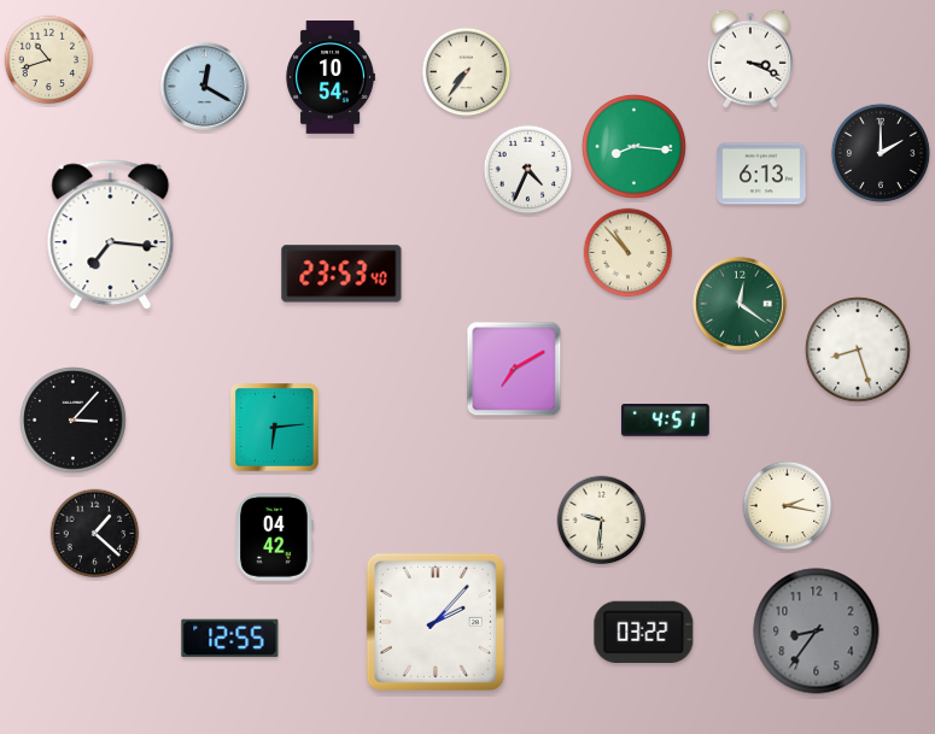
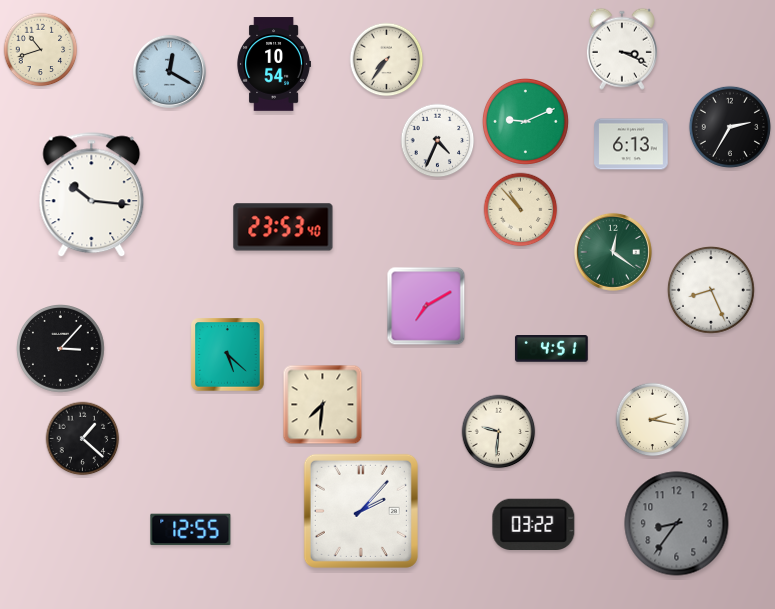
clock at (633, 146): 8:16 -> 9:11
clock at (881, 153): 2:00 -> 2:35
clock at (111, 235): 7:16 -> 10:16
clock at (858, 350): 8:27 -> 8:26
clock at (275, 428): 6:14 -> 5:22
clock at (323, 405): none -> 7:31
clock at (95, 534) position: (95, 534) -> (83, 439)
clock at (275, 538): 04:42 -> none
clock at (436, 622) position: (436, 622) -> (361, 511)
